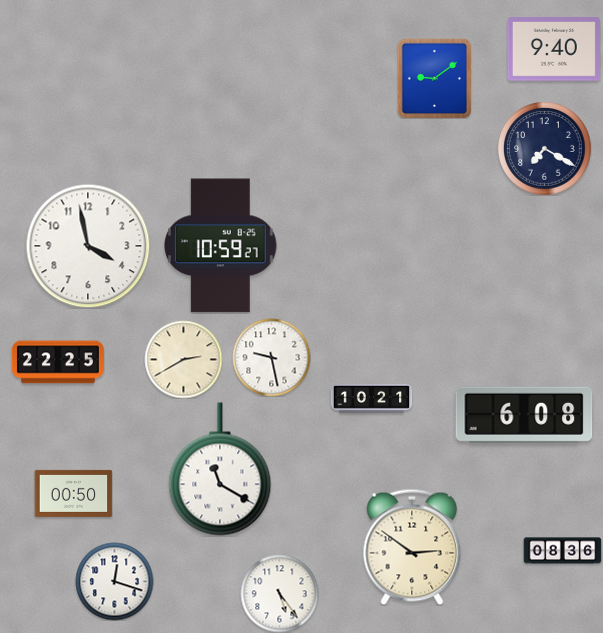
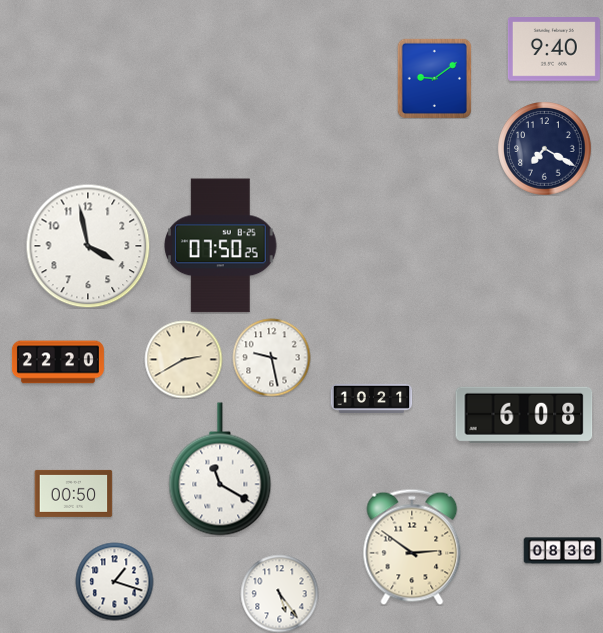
clock at (221, 246): 10:59 -> 07:50
clock at (58, 362): 22:25 -> 22:20
clock at (114, 581): 12:18 -> 1:18
